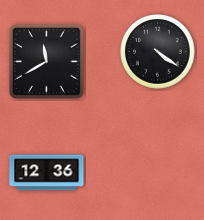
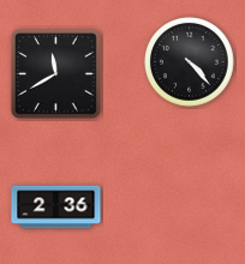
clock at (158, 52): 4:21 -> 4:23
clock at (47, 173): 12:36 -> 2:36
